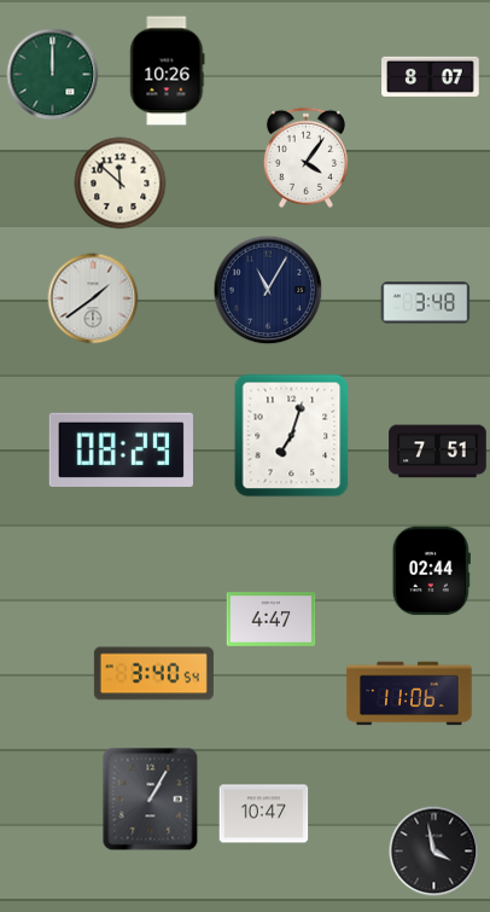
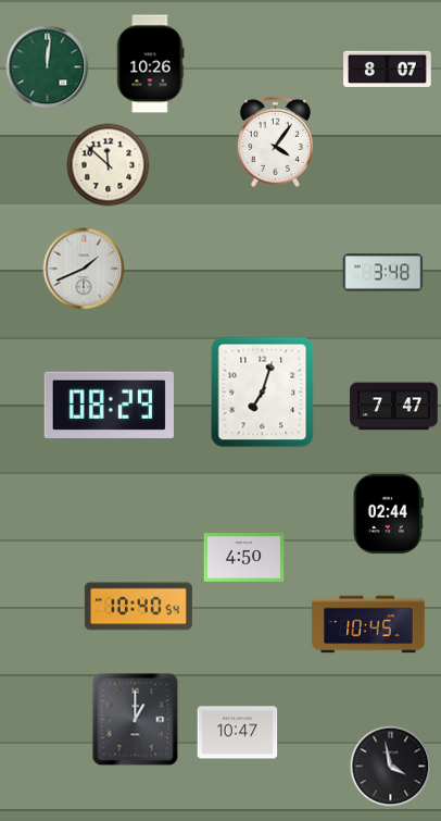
clock at (53, 75): 12:00 -> 12:01
clock at (268, 290): 11:05 -> none
clock at (93, 298): 1:39 -> 1:41
clock at (438, 452): 7:51 -> 7:47
clock at (272, 620): 4:47 -> 4:50
clock at (153, 674): 3:40 -> 10:40
clock at (409, 693): 11:06 -> 10:45
clock at (151, 800): 1:05 -> 1:00
